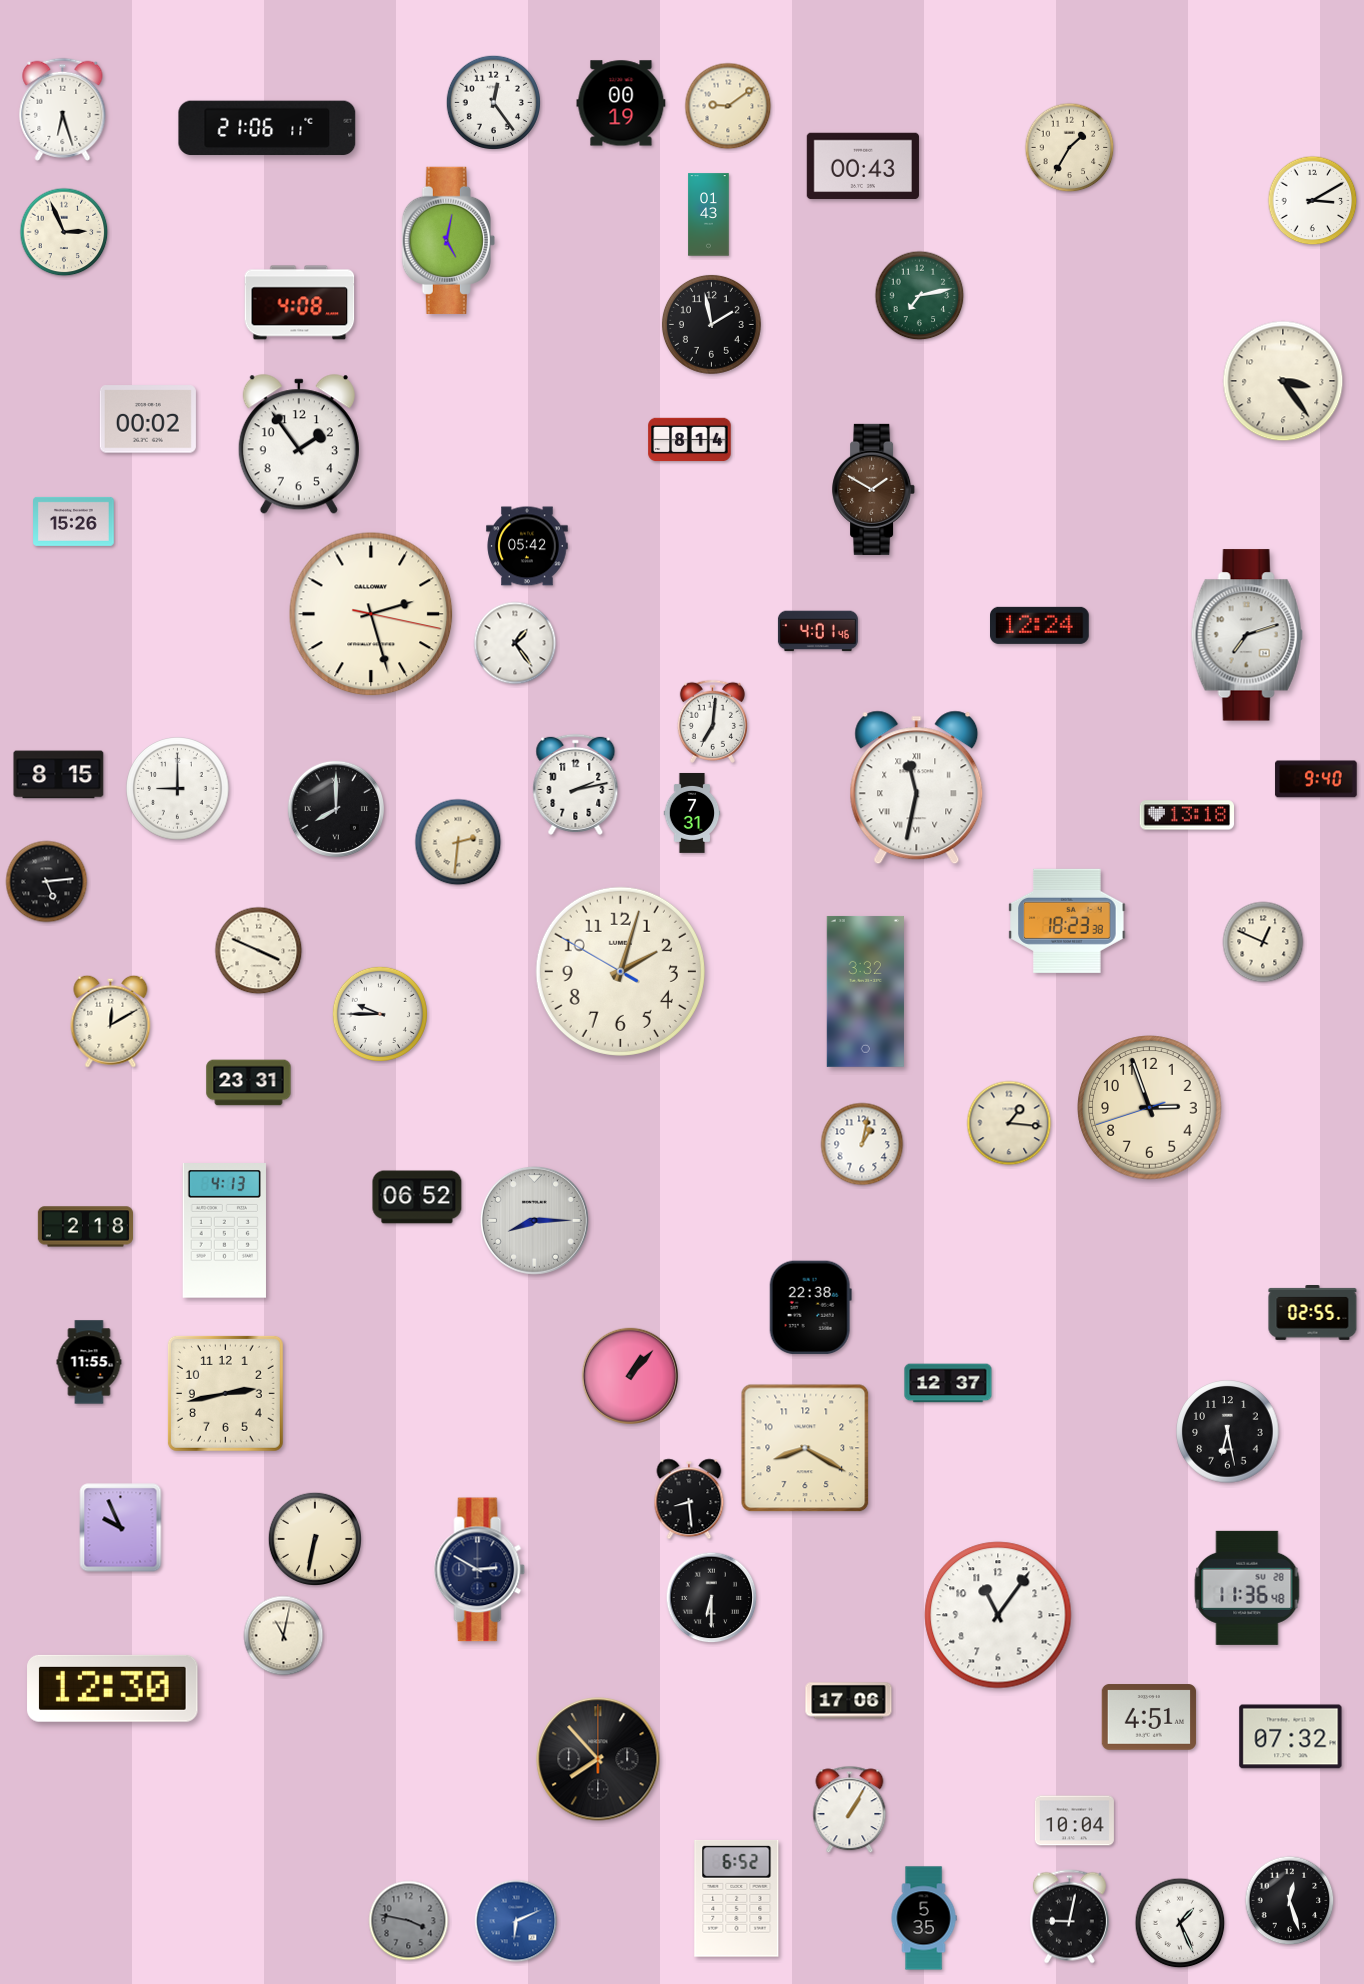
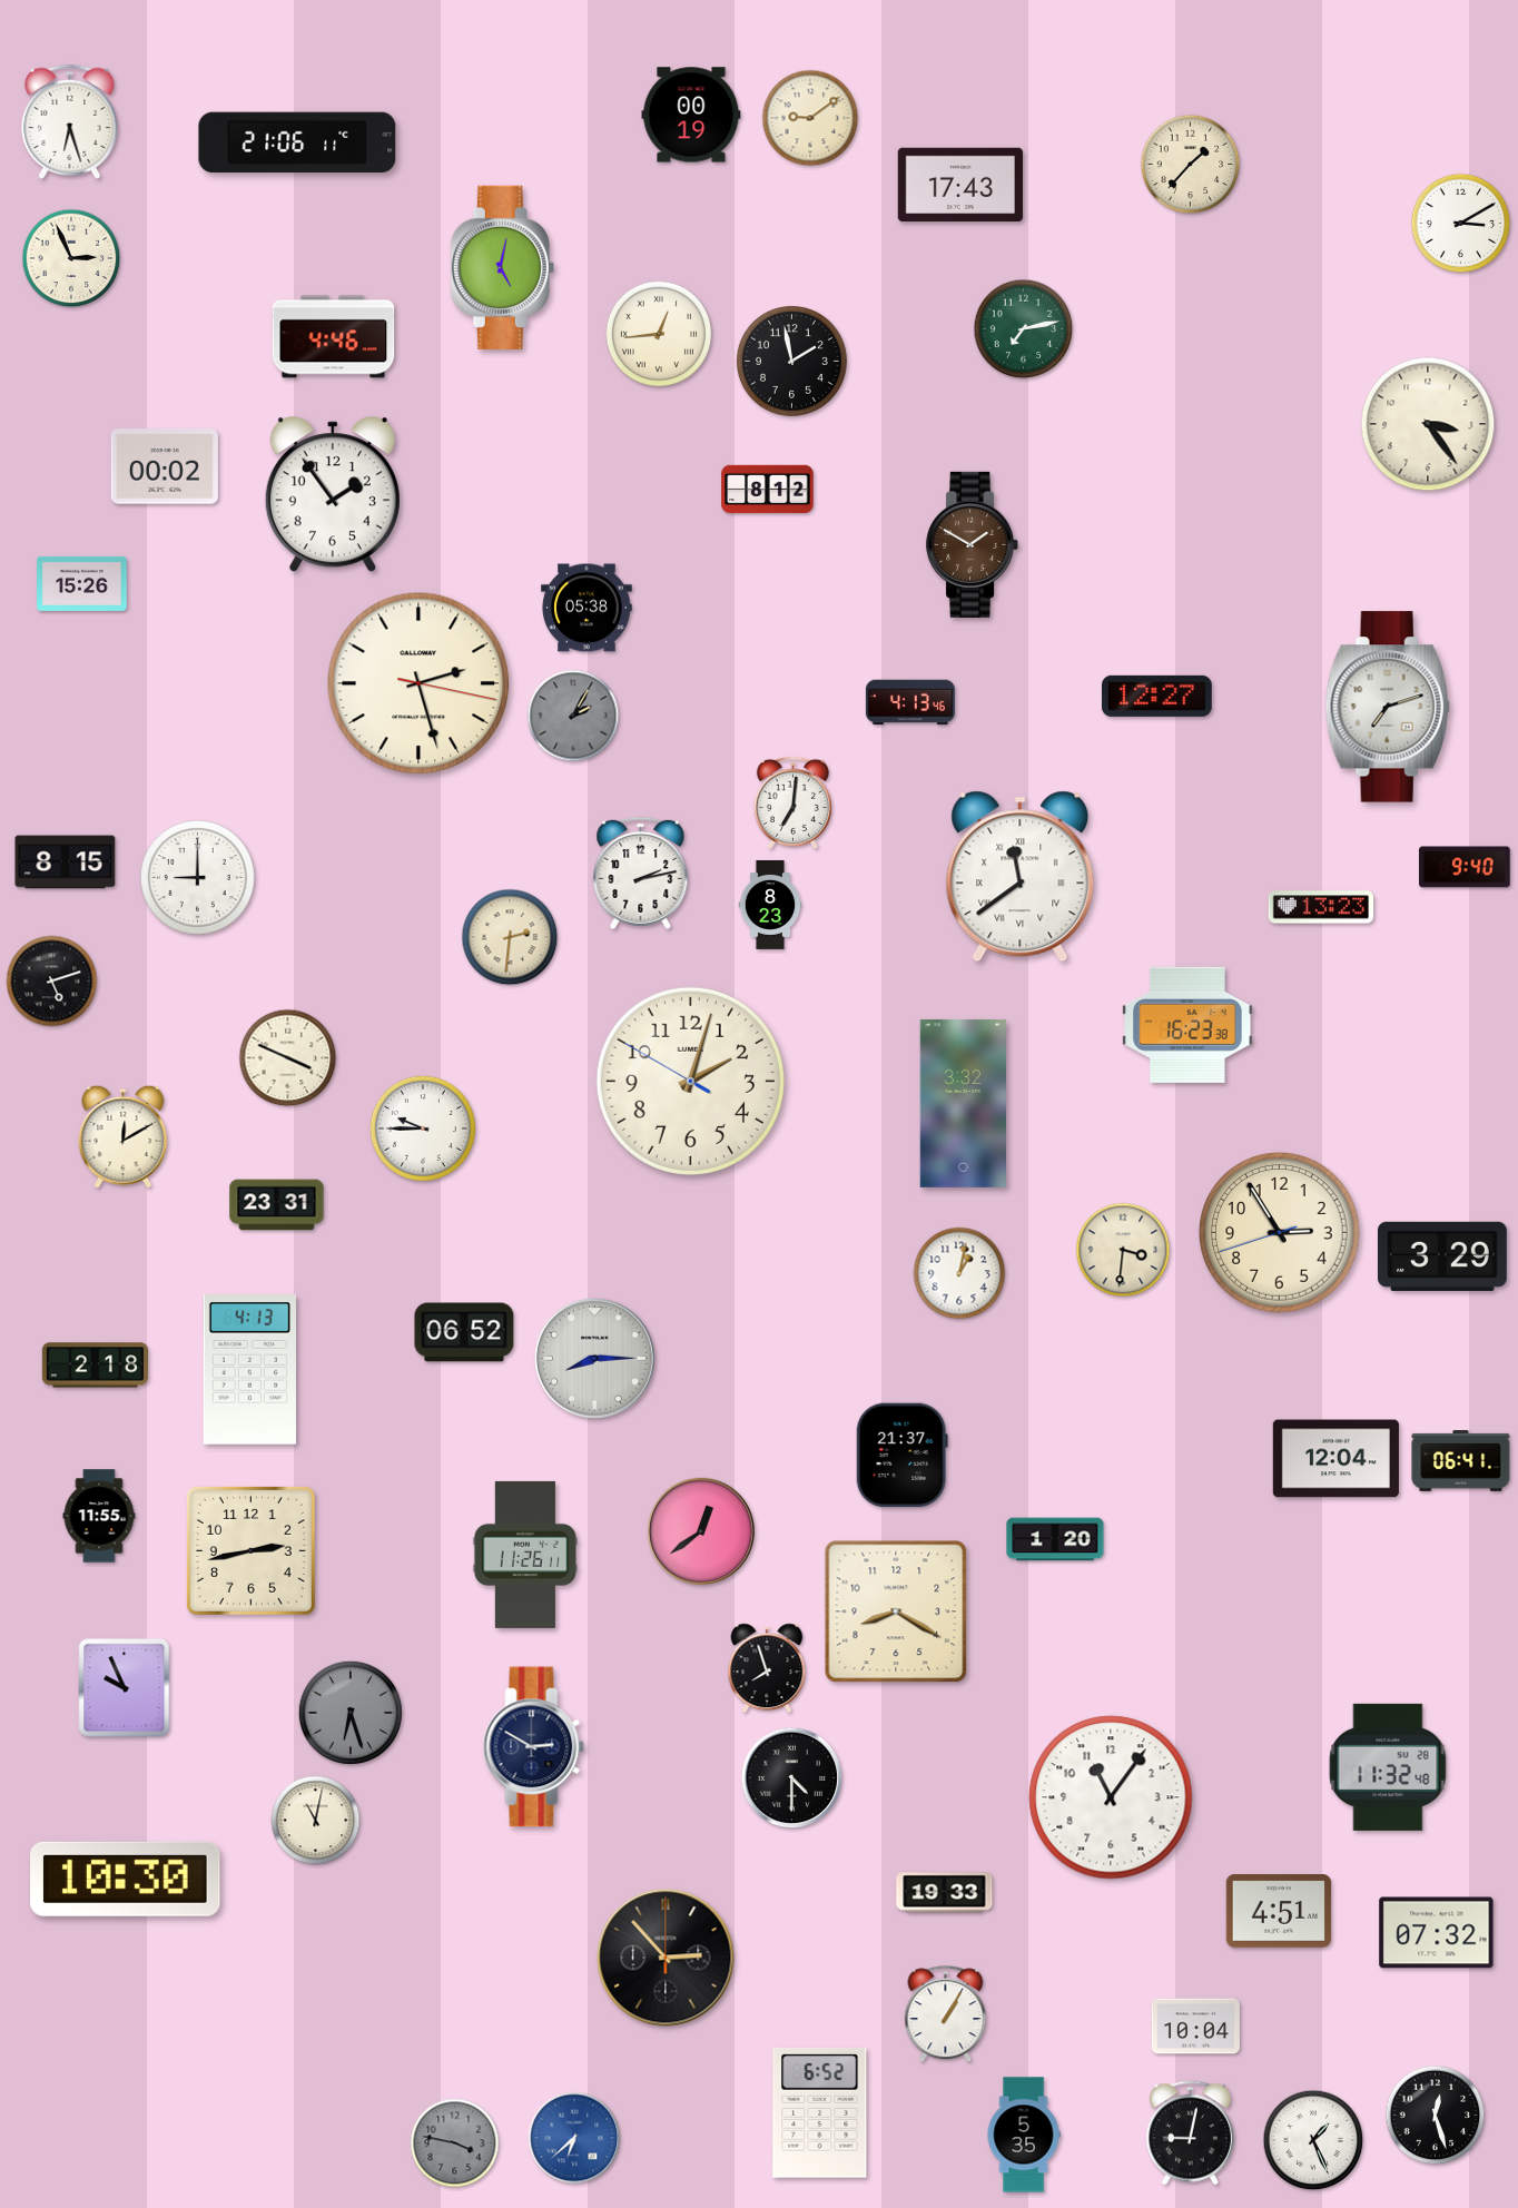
clock at (493, 102): 12:24 -> none
clock at (1070, 148): 1:35 -> 1:37
clock at (862, 166): 00:43 -> 17:43
clock at (709, 215): 01:43 -> none
clock at (448, 240) position: (448, 240) -> (502, 267)
clock at (659, 334): none -> 12:44
clock at (300, 303): 4:08 -> 4:46
clock at (690, 440): 8:14 -> 8:12
clock at (74, 521) position: (74, 521) -> (82, 583)
clock at (527, 546): 05:42 -> 05:38
clock at (371, 614) position: (371, 614) -> (418, 683)
clock at (1040, 625): 12:24 -> 12:27
clock at (818, 631): 4:01 -> 4:13
clock at (515, 643): 1:24 -> 2:05
clock at (515, 643) dial: white -> grey
clock at (917, 788): 11:32 -> 11:39
clock at (335, 808): 8:00 -> none
clock at (692, 813): 7:31 -> 8:23
clock at (1187, 815): 13:18 -> 13:23
clock at (47, 882): 5:14 -> 5:12
clock at (1067, 921): 18:23 -> 16:23
clock at (1263, 942): 12:49 -> none
clock at (1150, 1108): 2:56 -> 2:54
clock at (1009, 1123): 1:16 -> 3:31
clock at (1442, 1256): none -> 3:29
clock at (810, 1308): 22:38 -> 21:37
clock at (1335, 1459): none -> 12:04
clock at (1313, 1313): 02:55 -> 06:41
clock at (629, 1375): 1:07 -> 12:39
clock at (948, 1383): 12:37 -> 1:20
clock at (524, 1555): none -> 11:26
clock at (1228, 1432): 6:28 -> none
clock at (689, 1499): 8:29 -> 7:57
clock at (121, 1528) position: (121, 1528) -> (125, 1688)
clock at (314, 1538): 6:32 -> 6:27
clock at (314, 1538) dial: cream -> grey
clock at (1247, 1588): 11:36 -> 11:32
clock at (712, 1598): 6:30 -> 4:30
clock at (113, 1688): 12:30 -> 10:30
clock at (849, 1701): 17:06 -> 19:33
clock at (598, 1759): 7:53 -> 2:53
clock at (924, 1918) position: (924, 1918) -> (1024, 2135)
clock at (409, 1921) position: (409, 1921) -> (455, 2143)
clock at (516, 1921): 6:11 -> 6:38
